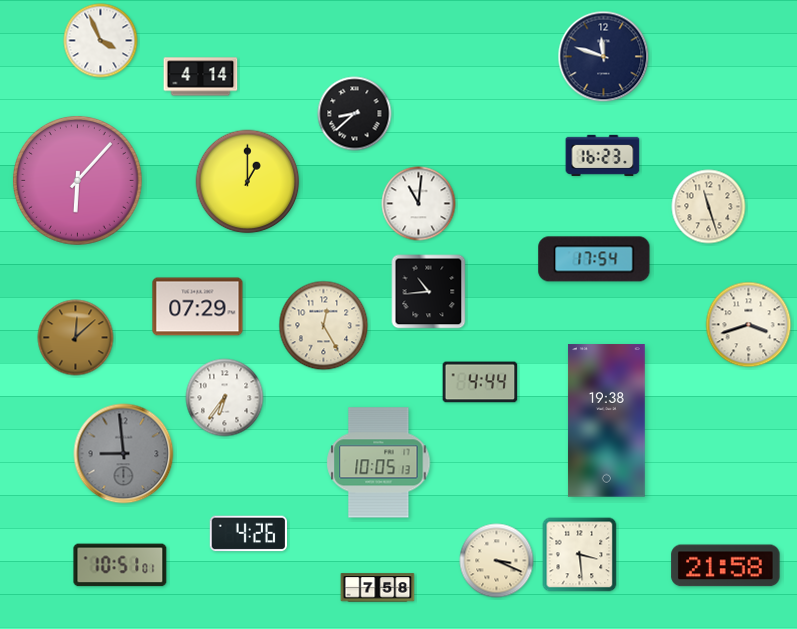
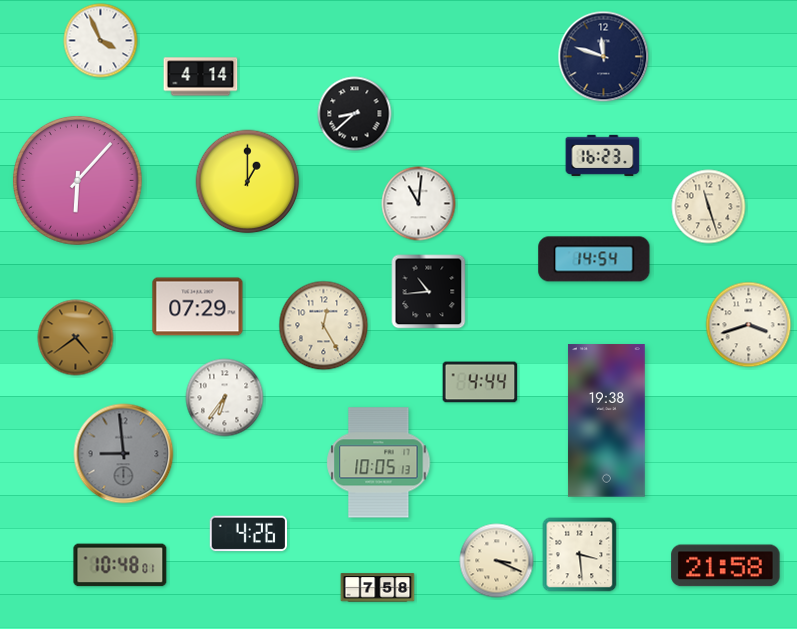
clock at (594, 259): 17:54 -> 14:54
clock at (76, 338): 12:08 -> 4:39
clock at (120, 565): 10:51 -> 10:48
